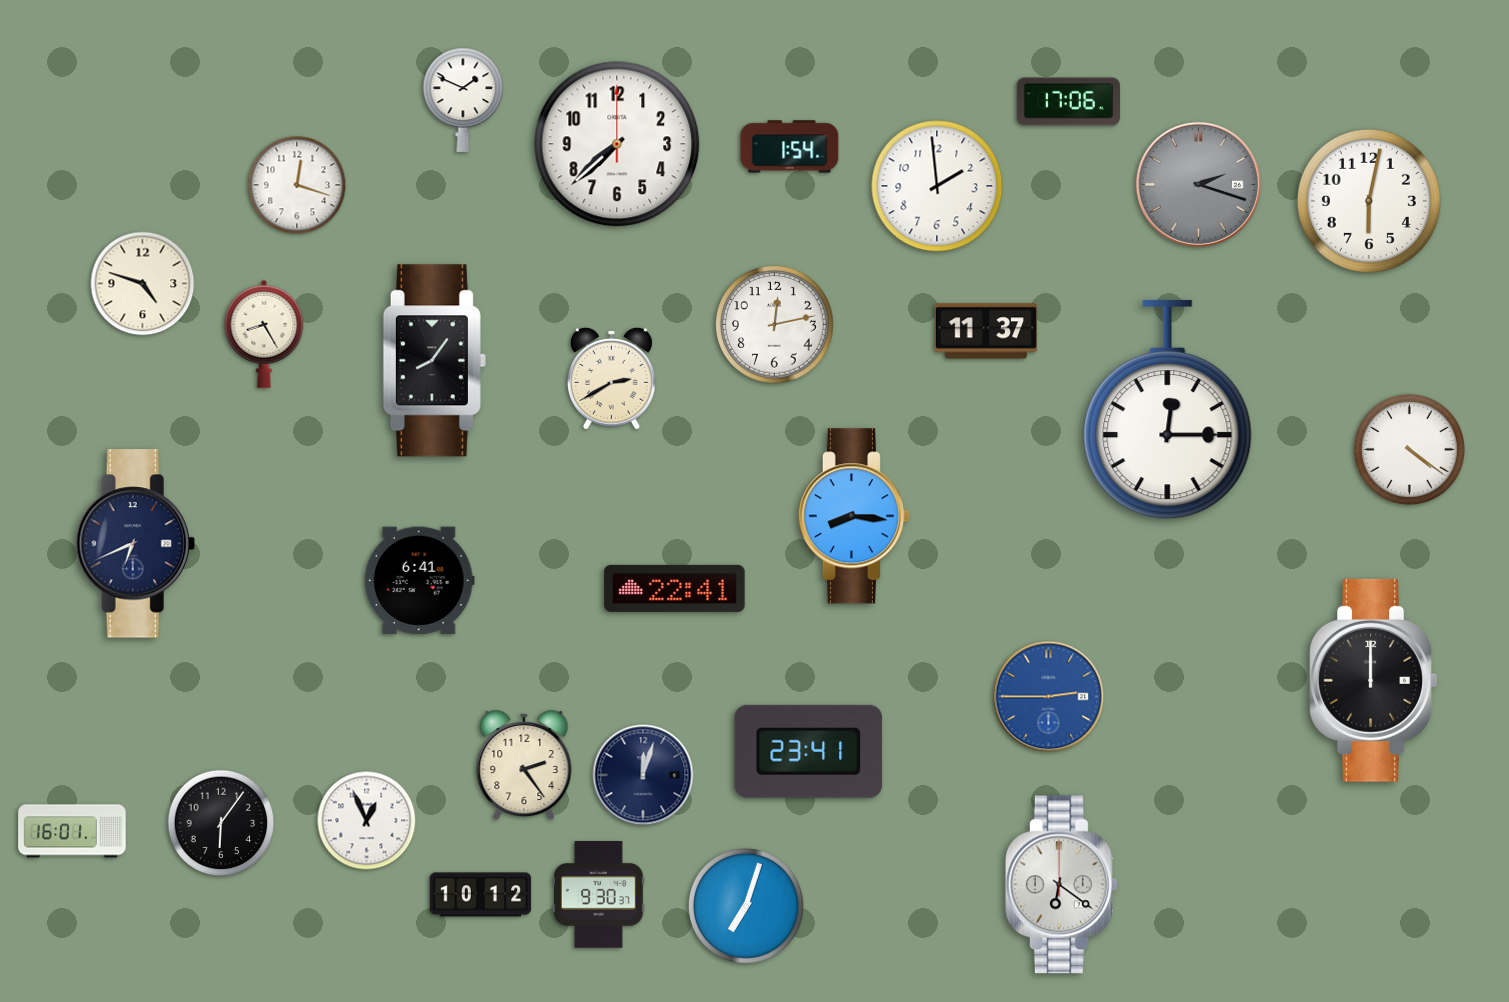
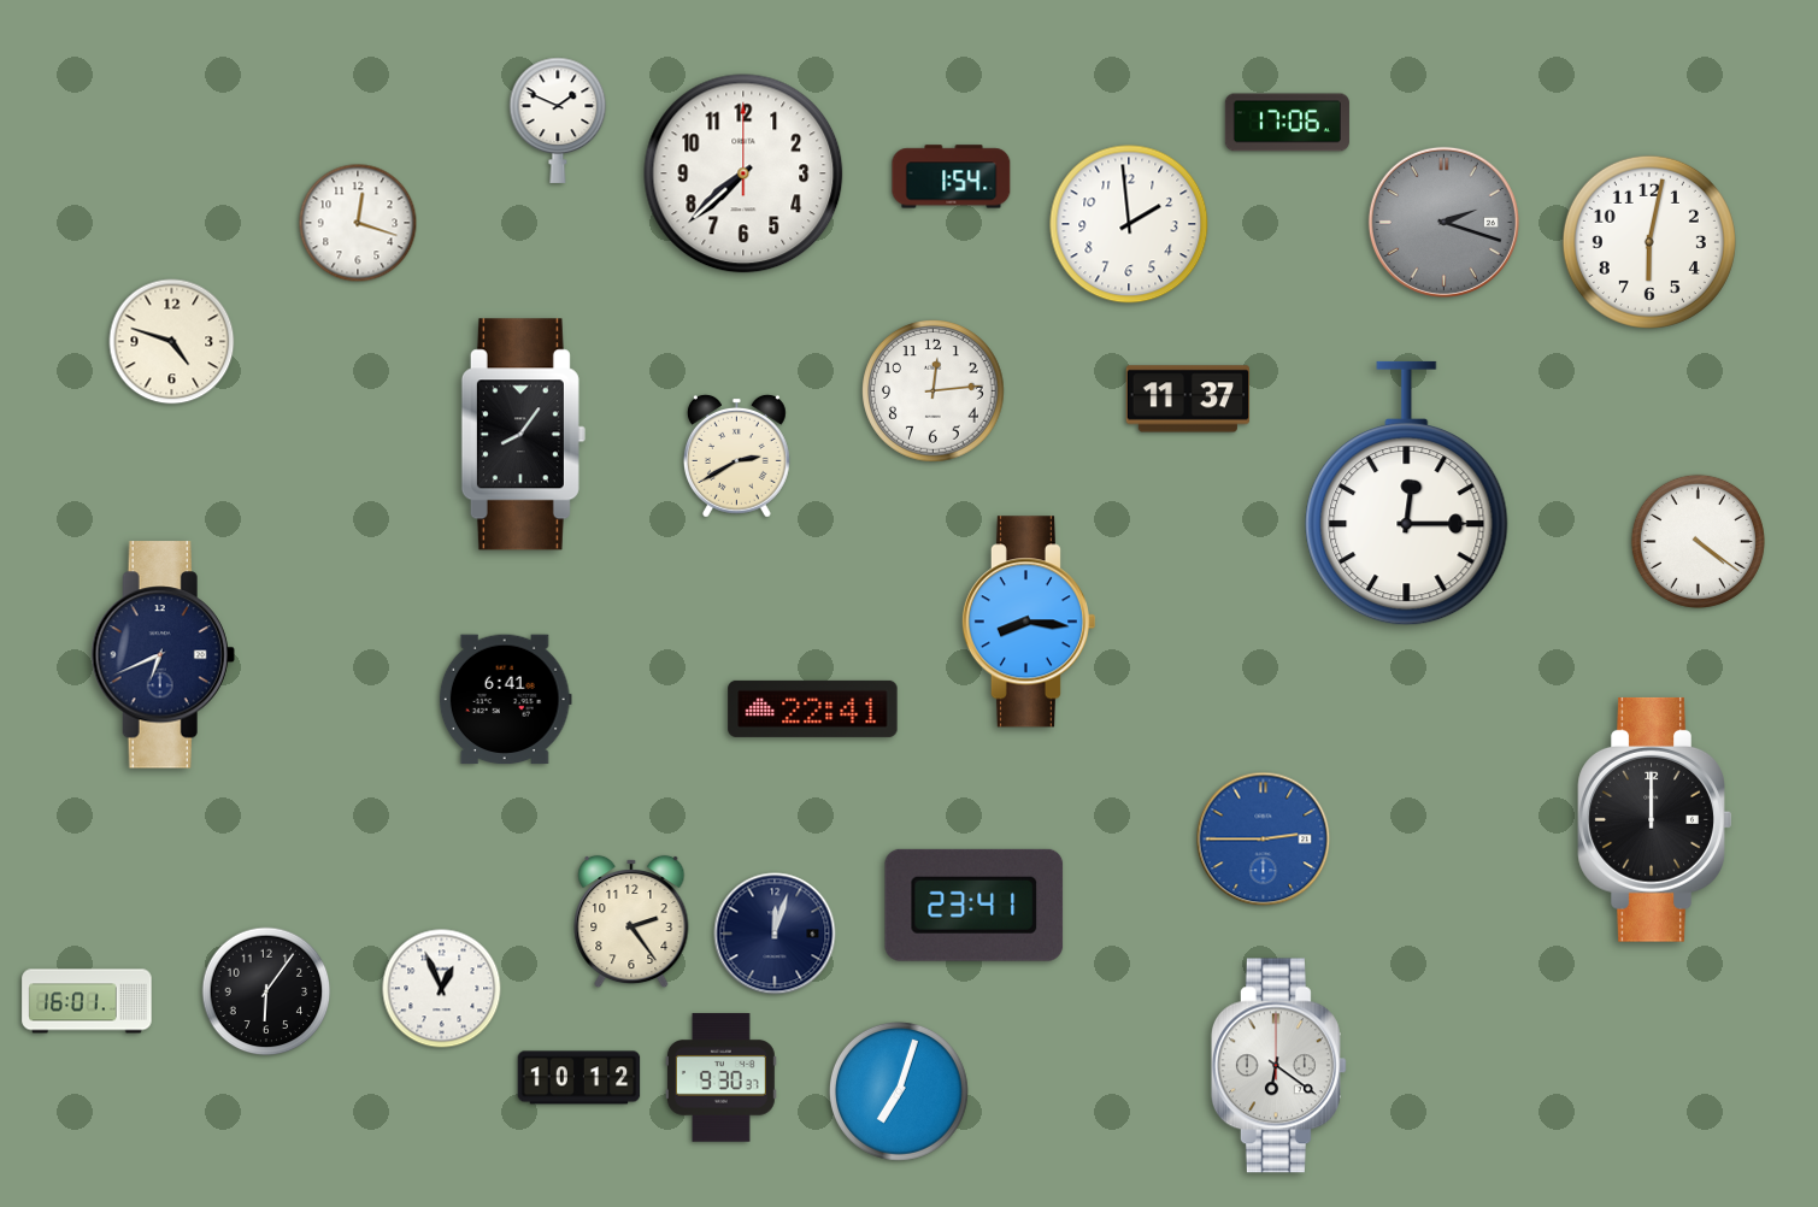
clock at (775, 325): 12:13 -> 12:14
clock at (264, 334): 8:25 -> none
